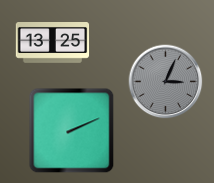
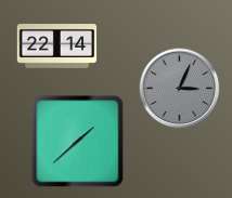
clock at (53, 43): 13:25 -> 22:14
clock at (72, 131): 2:11 -> 1:38
